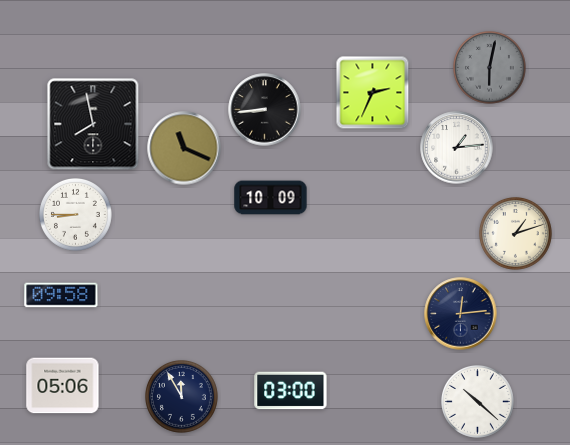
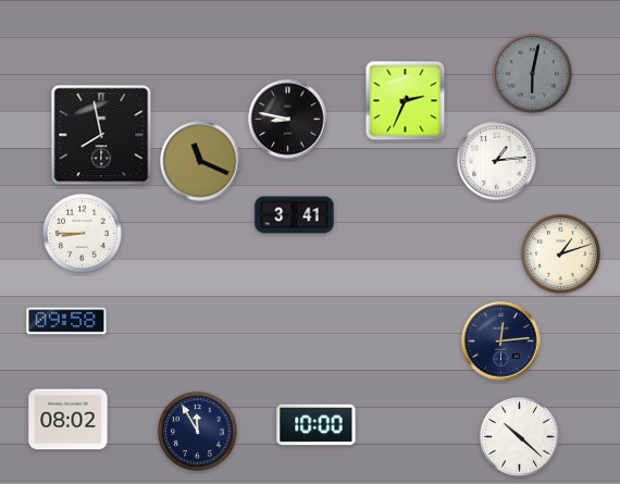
clock at (265, 110): 8:44 -> 8:47
clock at (271, 198): 10:09 -> 3:41
clock at (63, 386): 05:06 -> 08:02
clock at (291, 391): 03:00 -> 10:00
